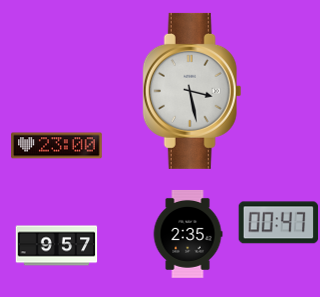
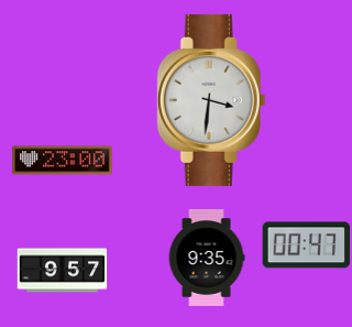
clock at (192, 91): 3:28 -> 3:31
clock at (188, 234): 2:35 -> 9:35
